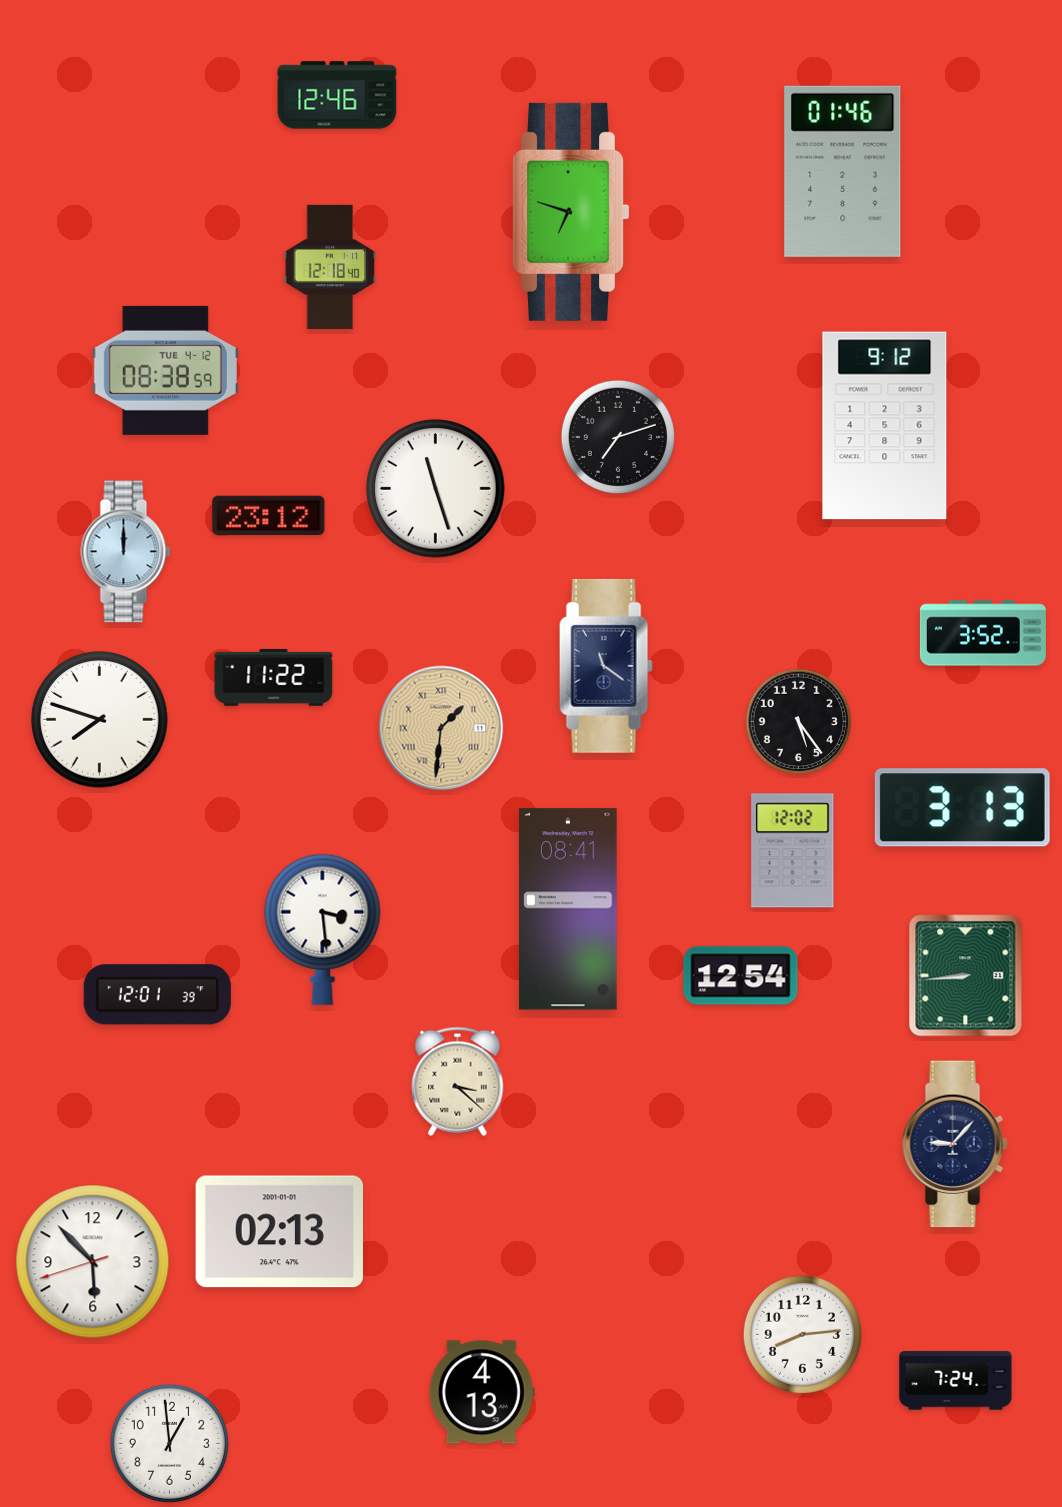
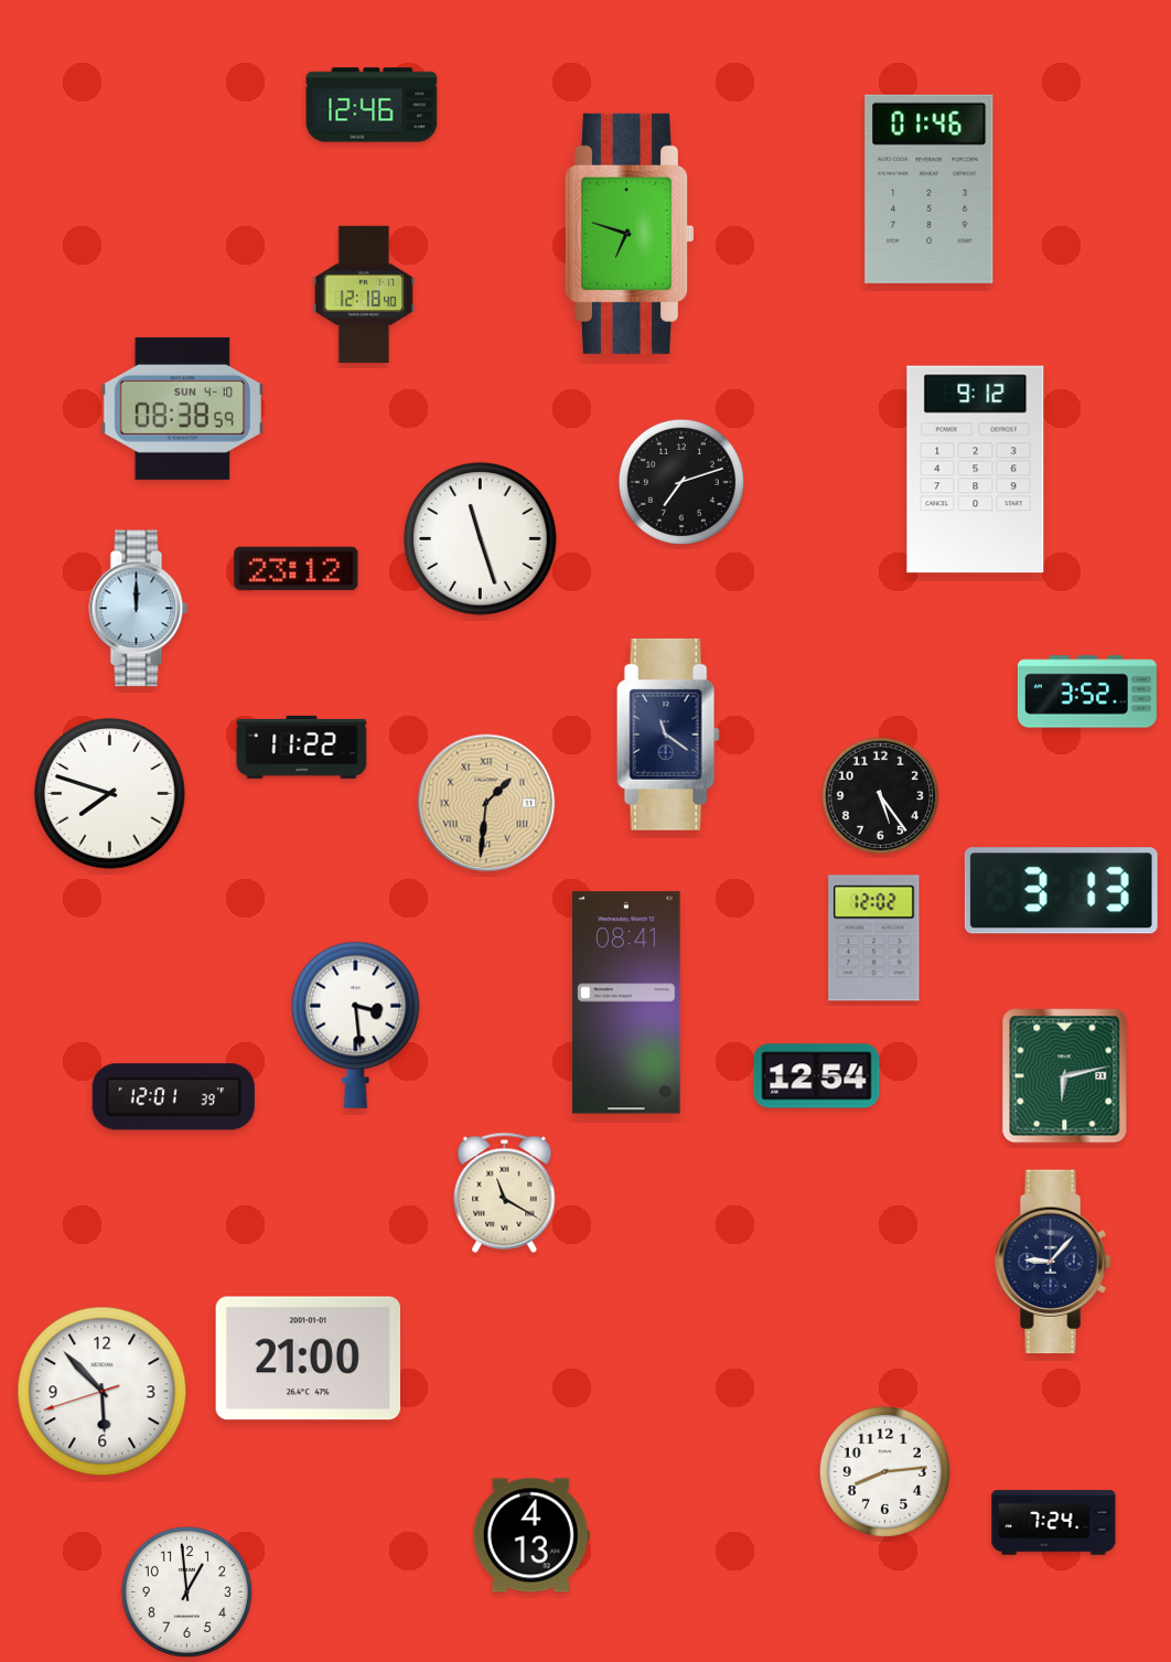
clock at (165, 370) date: TUE 4-12 -> SUN 4-10
clock at (983, 633) position: (983, 633) -> (1087, 691)
clock at (966, 976): 8:44 -> 6:13
clock at (458, 1081): 3:22 -> 11:20
clock at (279, 1232): 02:13 -> 21:00
